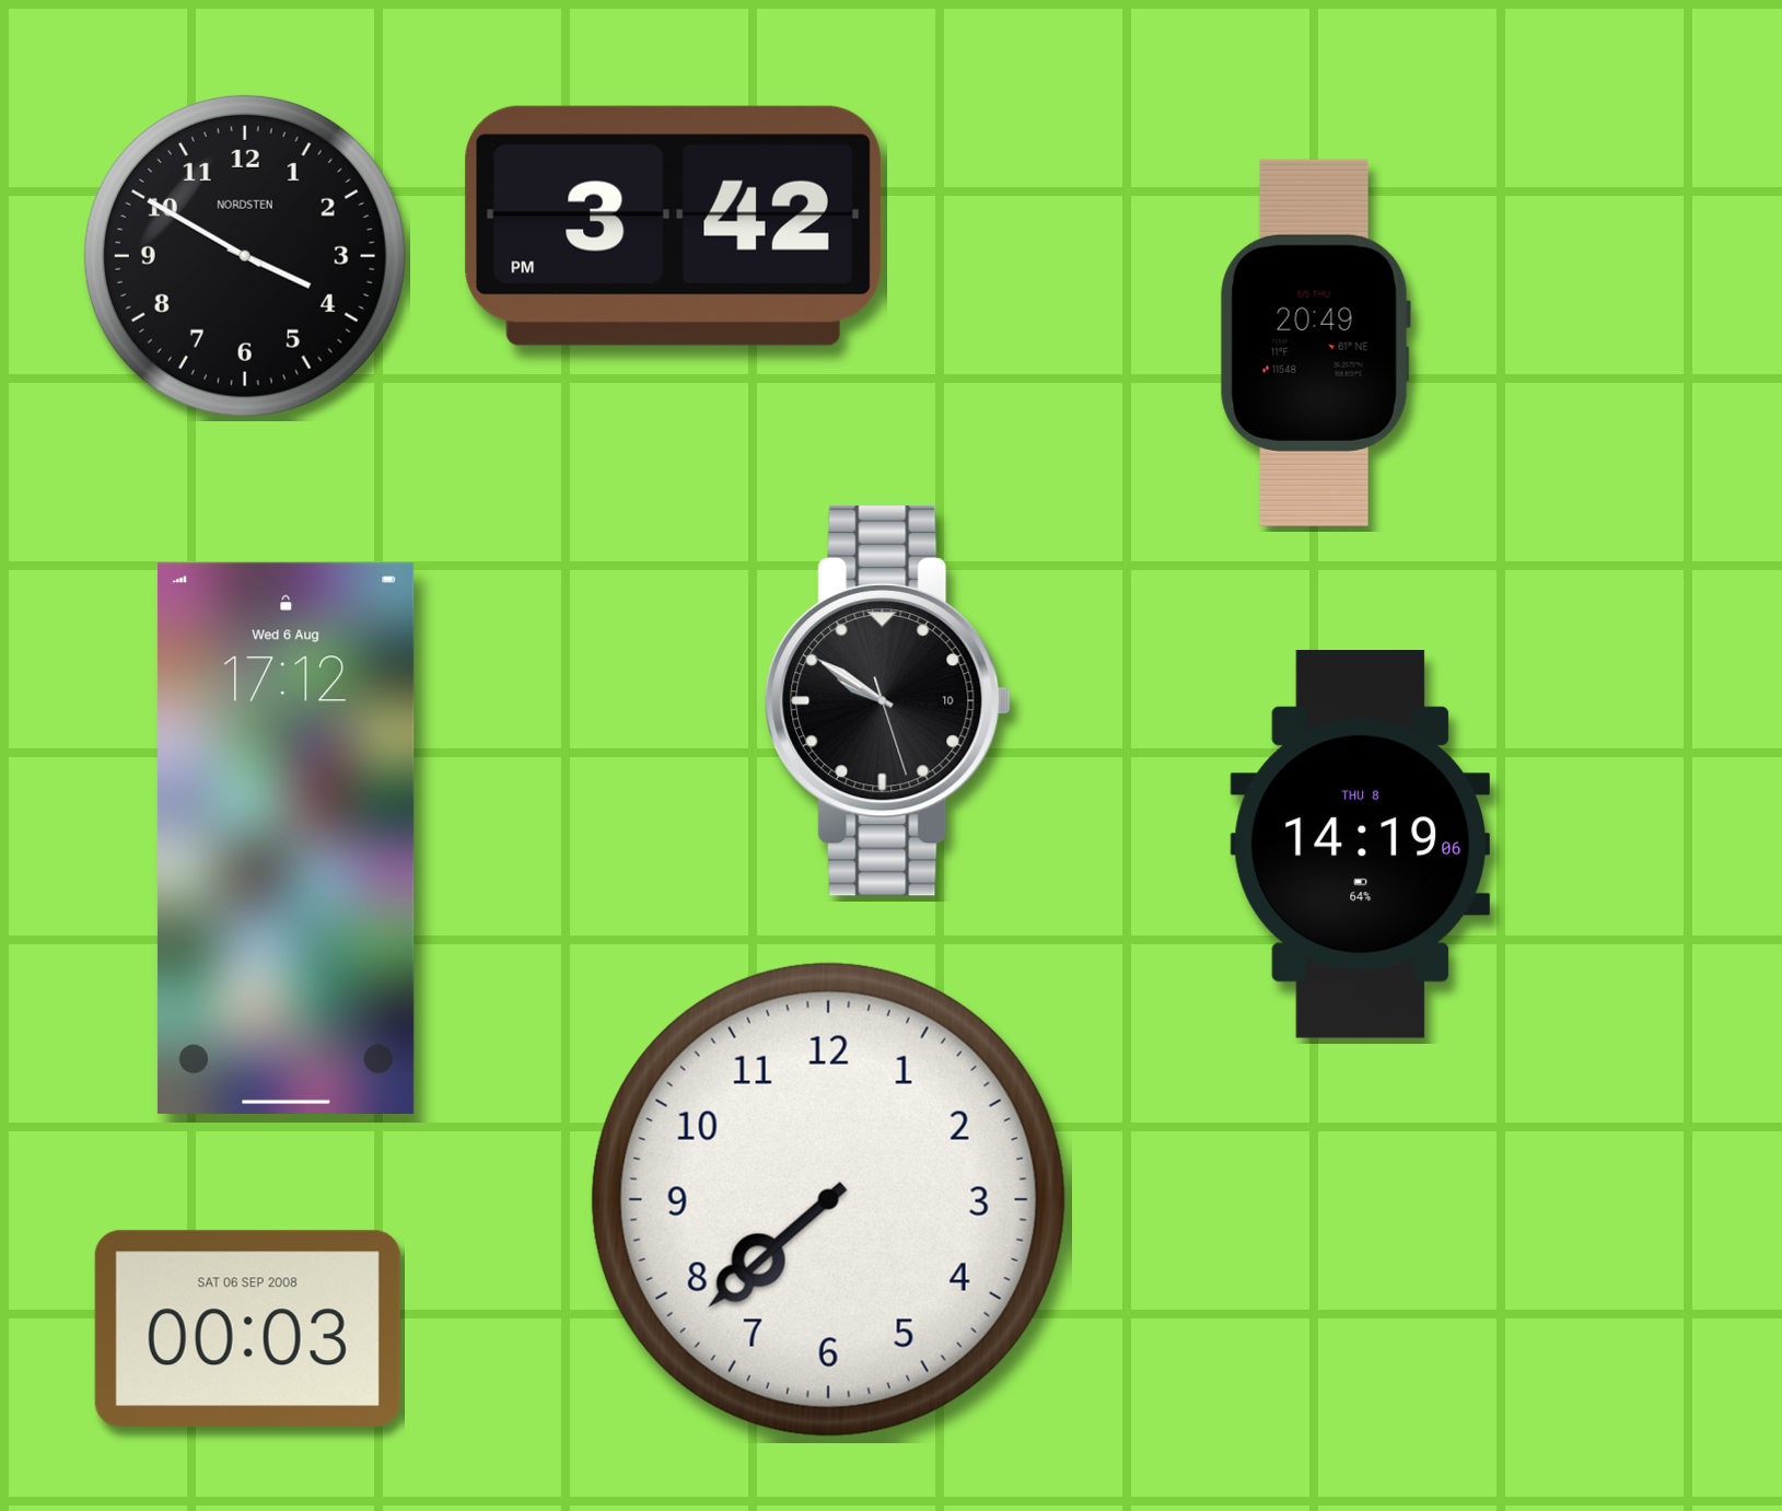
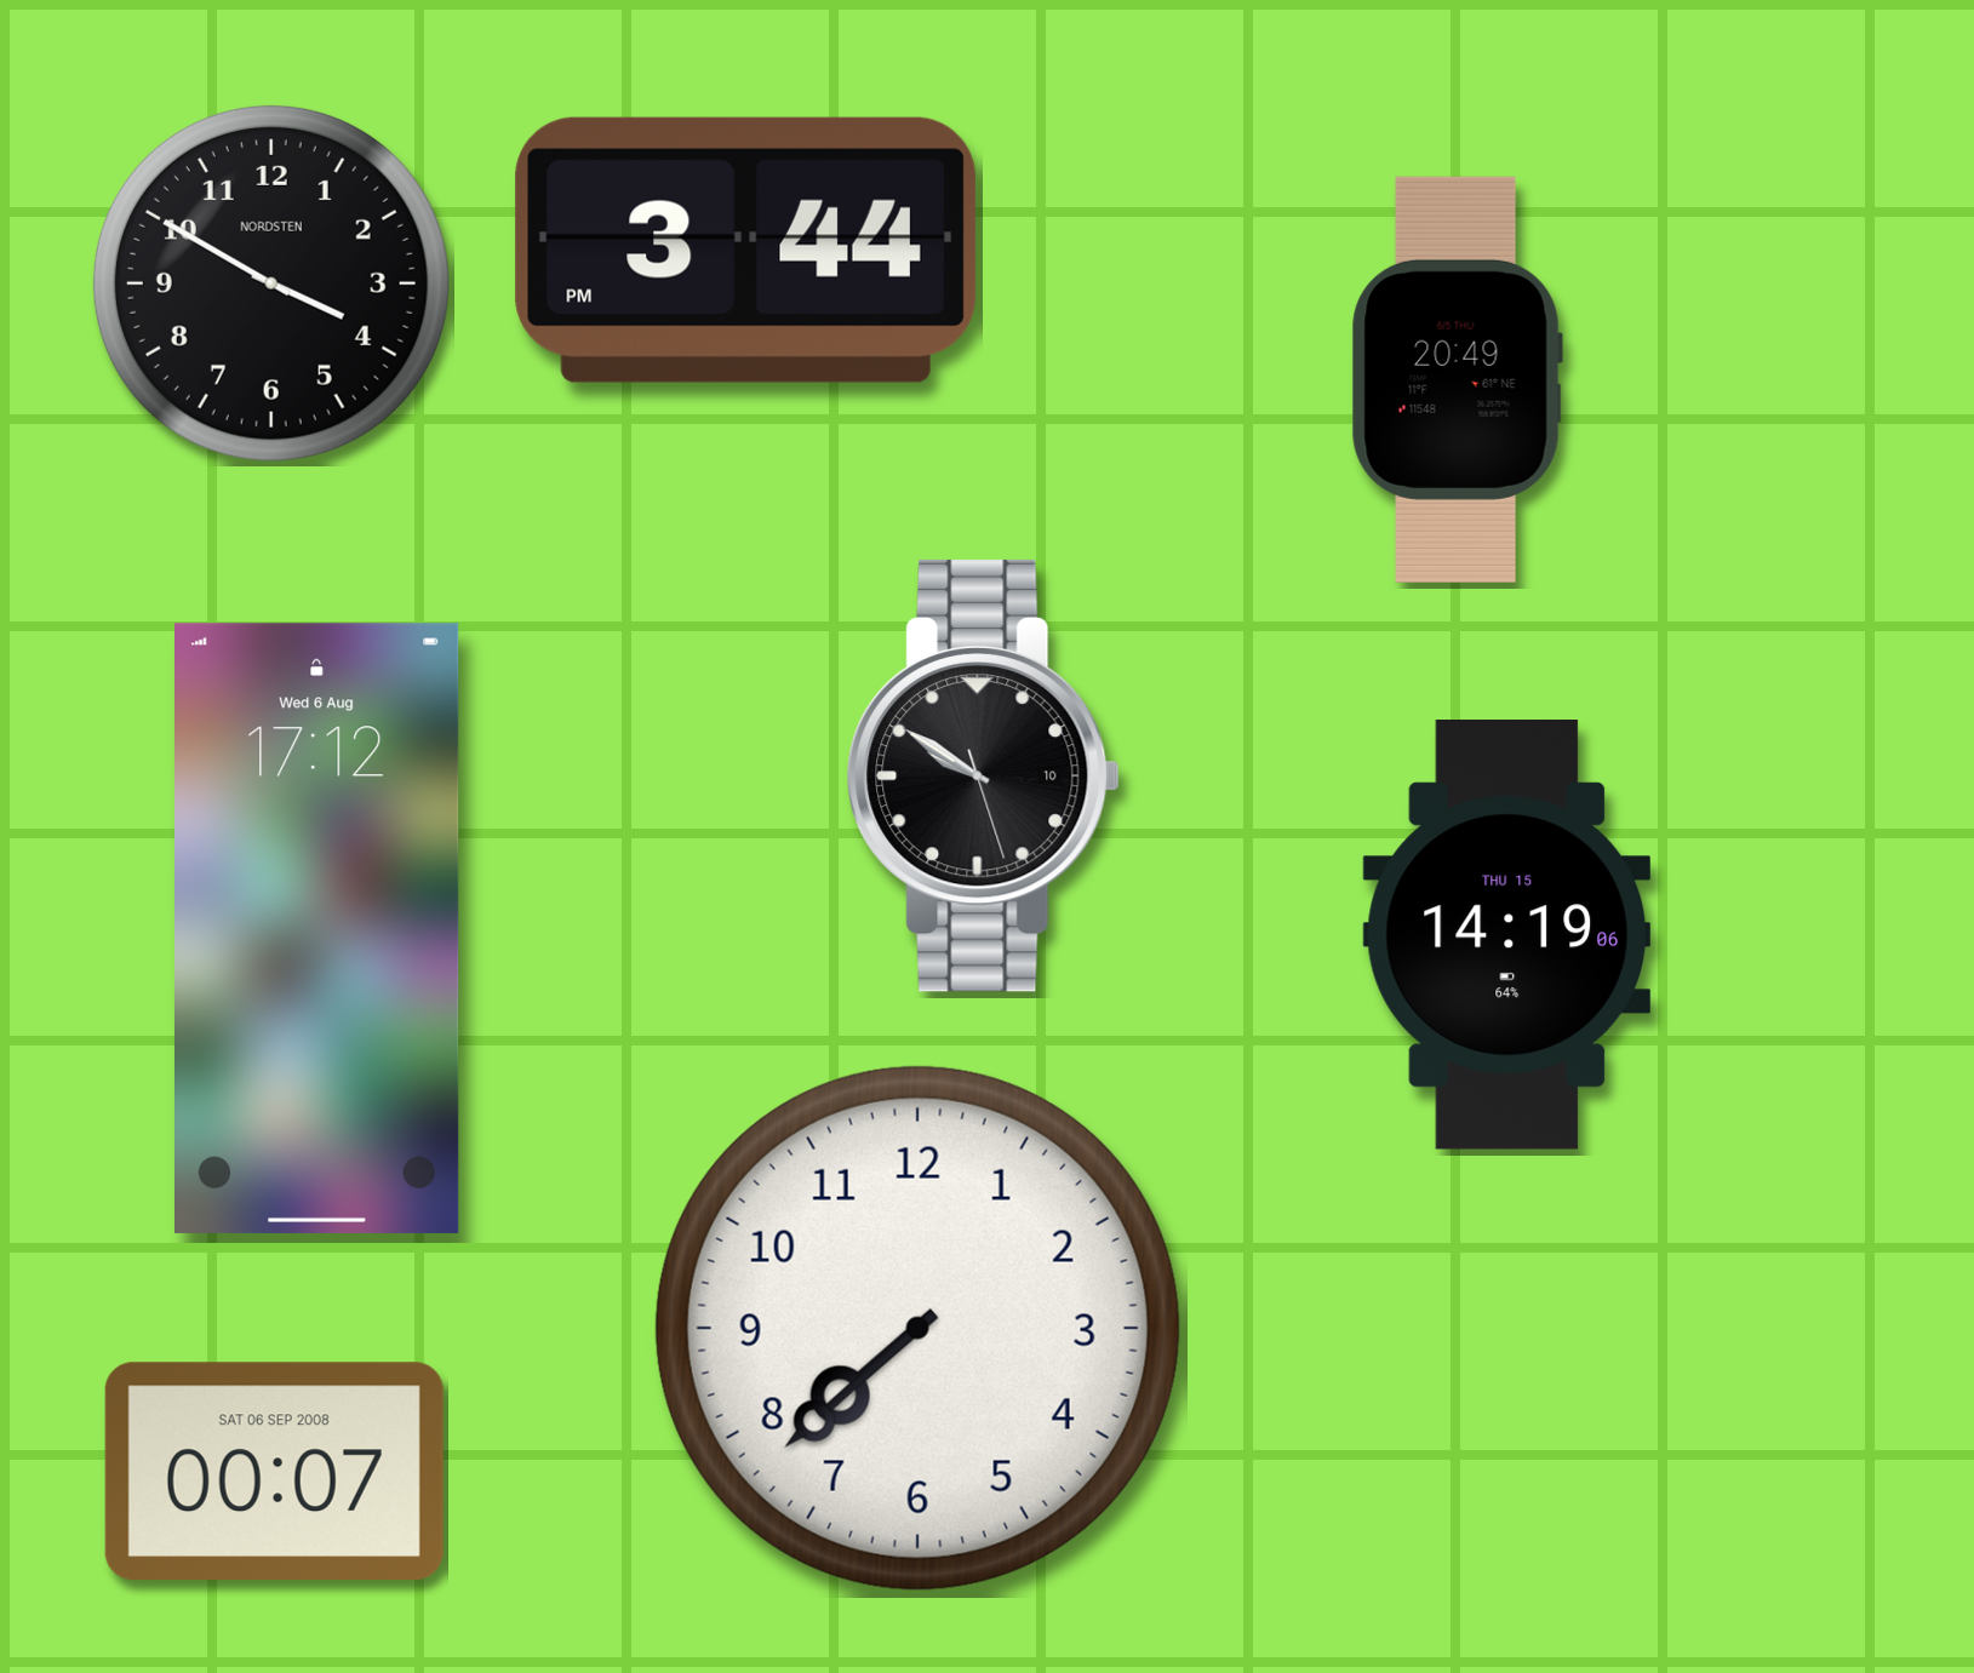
clock at (673, 225): 3:42 -> 3:44
clock at (1360, 845) date: THU 8 -> THU 15
clock at (247, 1328): 00:03 -> 00:07
